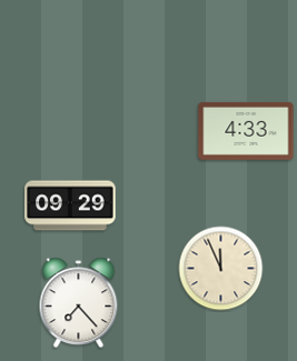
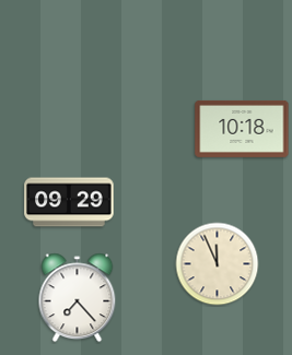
clock at (246, 131): 4:33 -> 10:18
